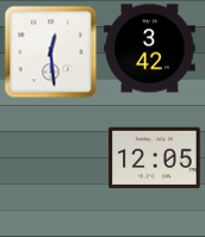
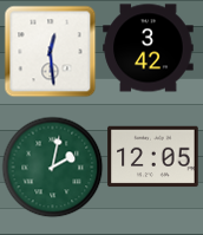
clock at (52, 167): none -> 2:02
